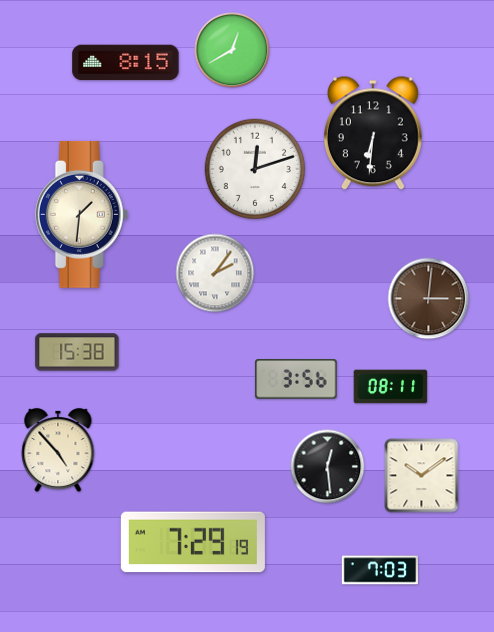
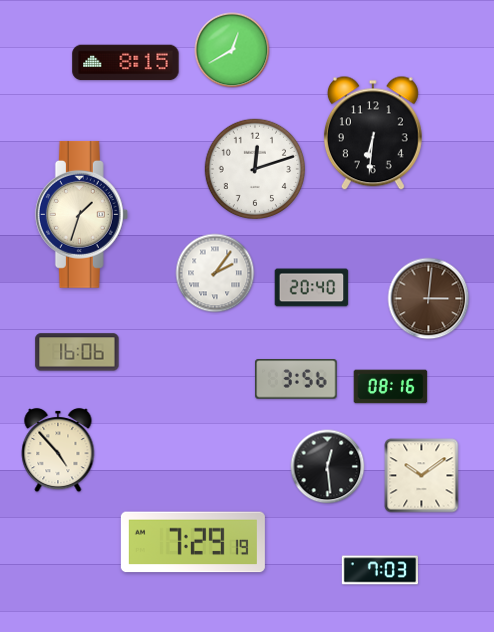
clock at (81, 214): 1:31 -> 1:33
clock at (312, 288): none -> 20:40
clock at (77, 352): 15:38 -> 16:06
clock at (391, 387): 08:11 -> 08:16
